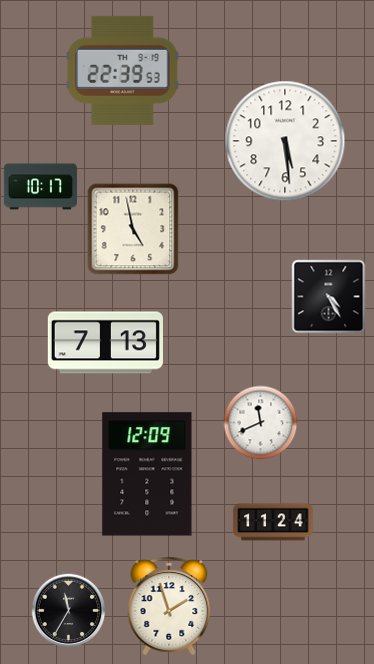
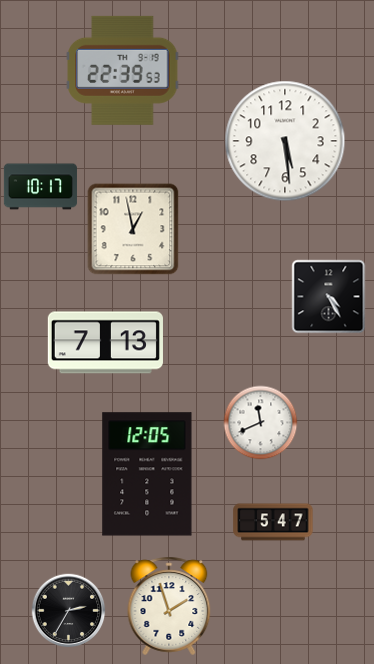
clock at (133, 229): 4:58 -> 12:58
clock at (147, 474): 12:09 -> 12:05
clock at (273, 522): 11:24 -> 5:47
clock at (69, 611): 11:35 -> 2:35
